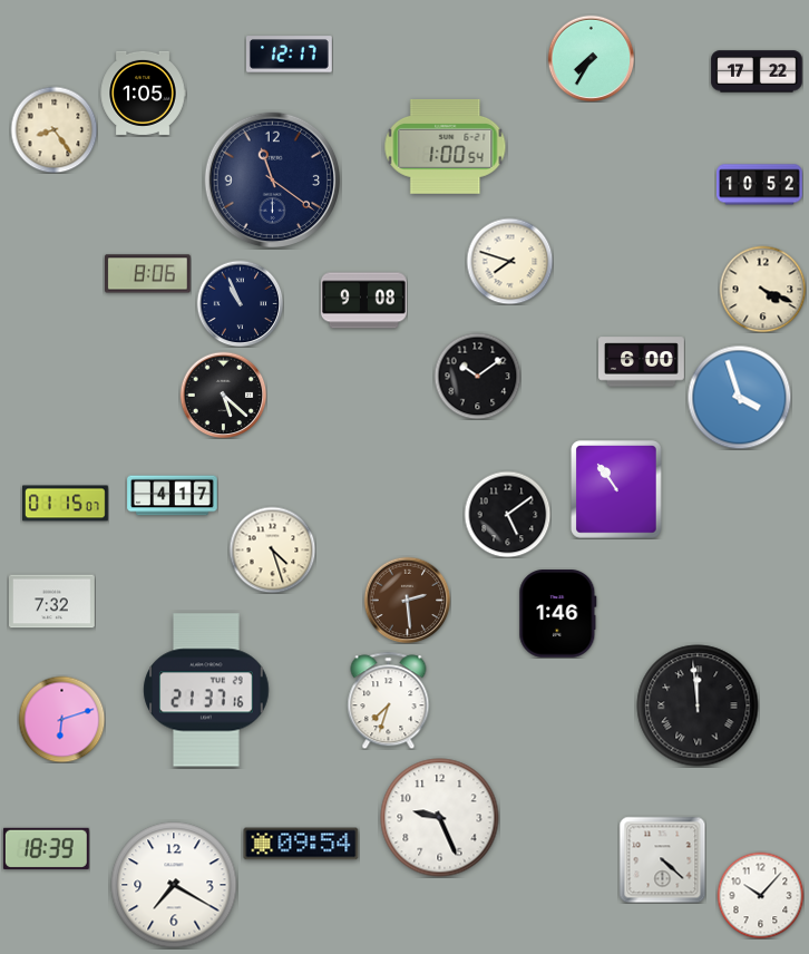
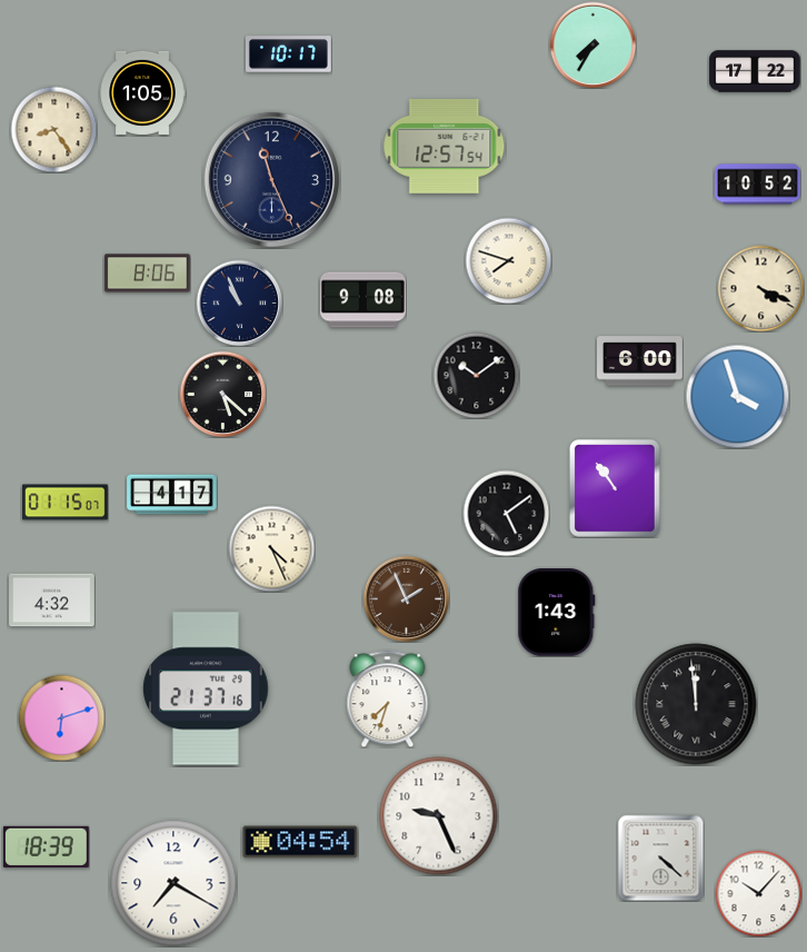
clock at (290, 55): 12:17 -> 10:17
clock at (591, 58) position: (591, 58) -> (592, 44)
clock at (446, 146): 1:00 -> 12:57
clock at (272, 179): 11:21 -> 11:26
clock at (272, 549): 4:27 -> 4:26
clock at (407, 600): 2:29 -> 1:56
clock at (52, 602): 7:32 -> 4:32
clock at (558, 614): 1:46 -> 1:43
clock at (301, 844): 09:54 -> 04:54
